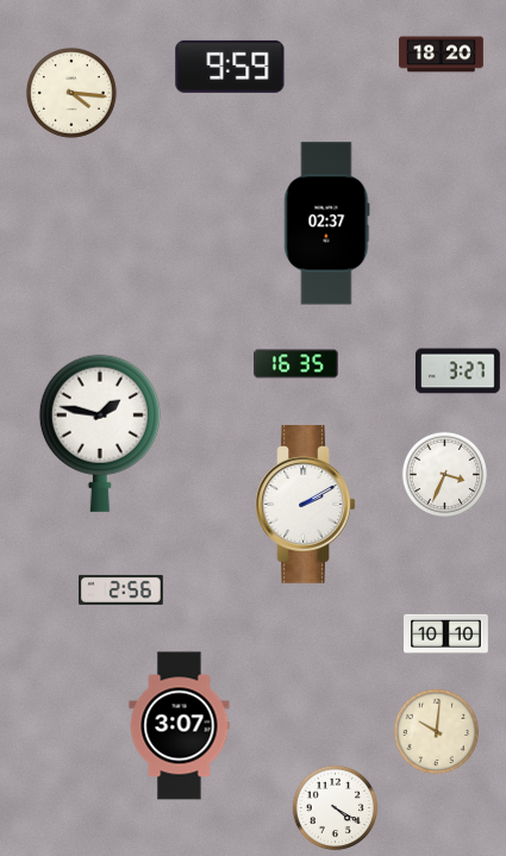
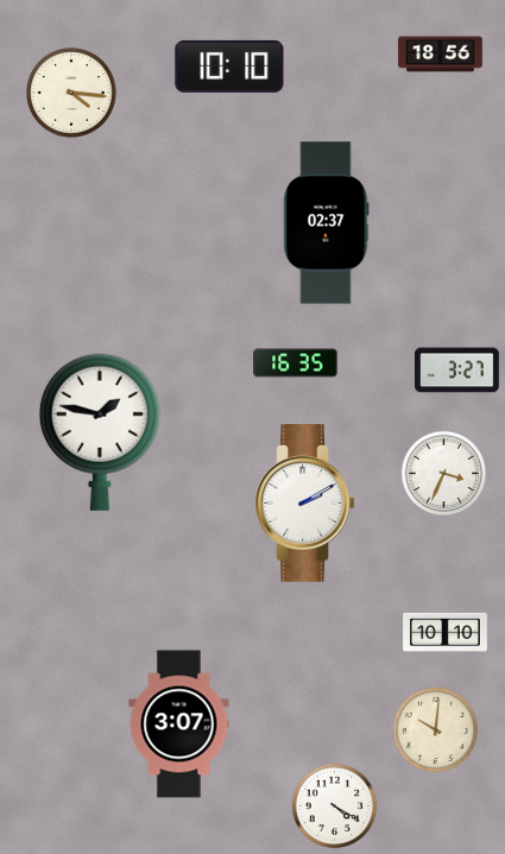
clock at (442, 55): 18:20 -> 18:56
clock at (230, 67): 9:59 -> 10:10
clock at (121, 589): 2:56 -> none
